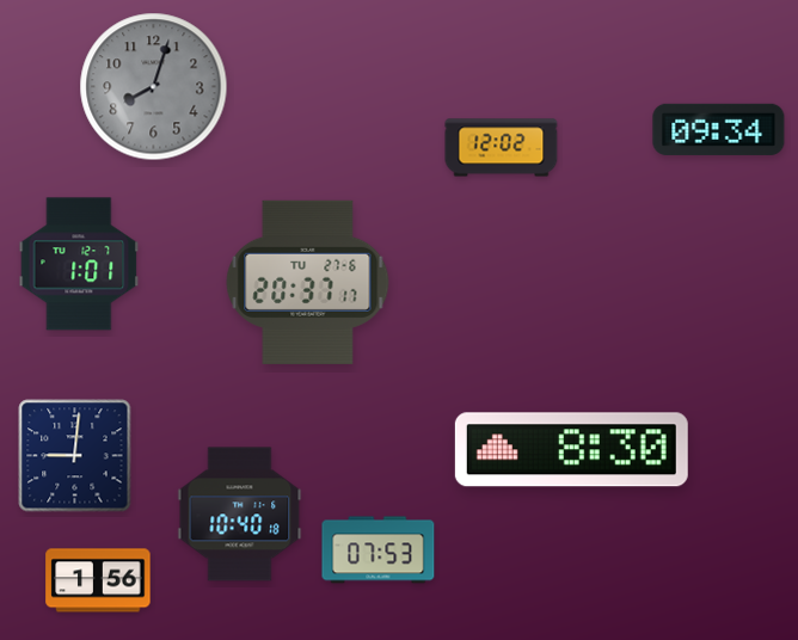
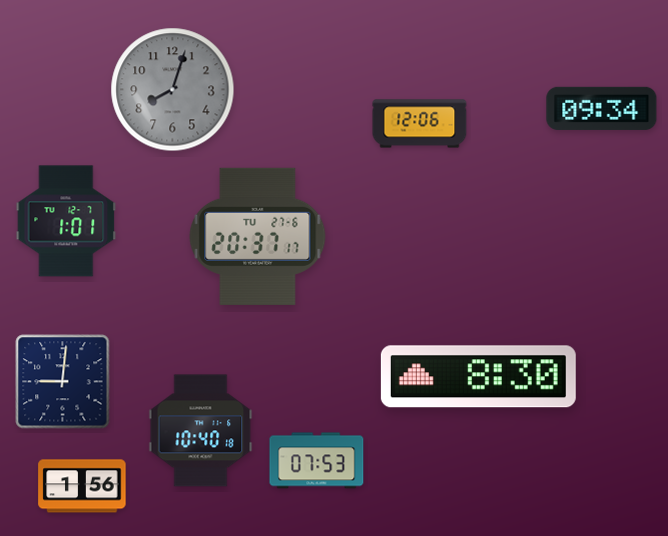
clock at (154, 87) position: (154, 87) -> (173, 90)
clock at (502, 148): 12:02 -> 12:06
